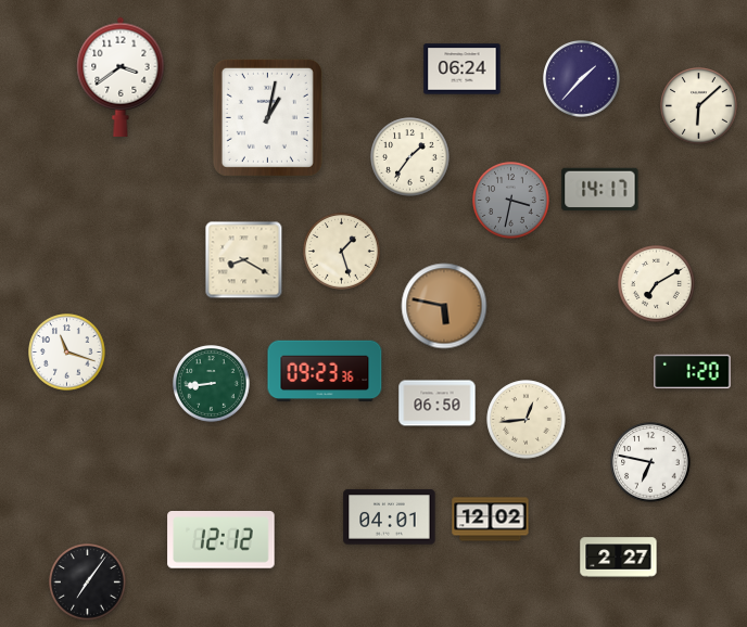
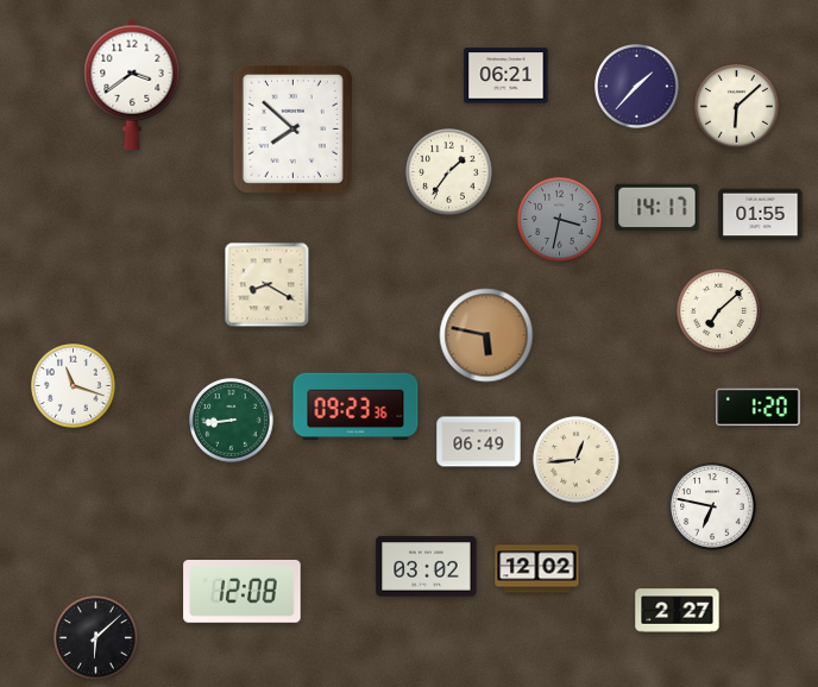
clock at (463, 69): 06:24 -> 06:21
clock at (699, 106) position: (699, 106) -> (737, 107)
clock at (267, 117): 1:02 -> 7:52
clock at (761, 215): none -> 01:55
clock at (342, 252): 1:27 -> none
clock at (657, 284): 7:10 -> 7:08
clock at (438, 404): 06:50 -> 06:49
clock at (390, 517): 04:01 -> 03:02
clock at (221, 540): 12:12 -> 12:08
clock at (88, 583): 7:06 -> 6:08
